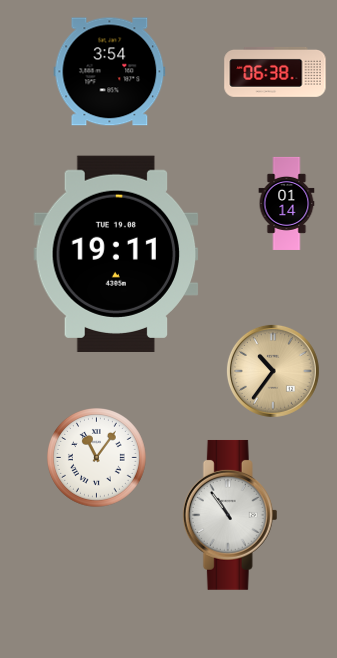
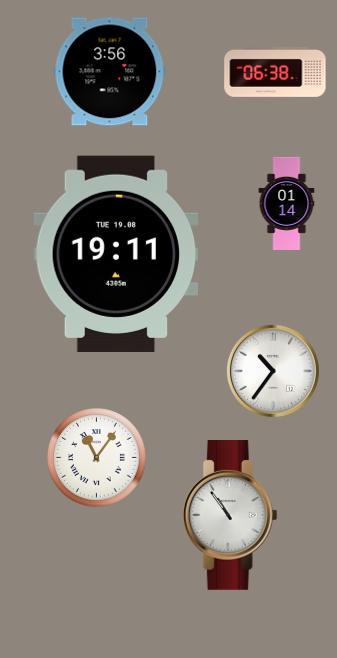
clock at (110, 72): 3:54 -> 3:56
clock at (273, 371) dial: champagne -> white
